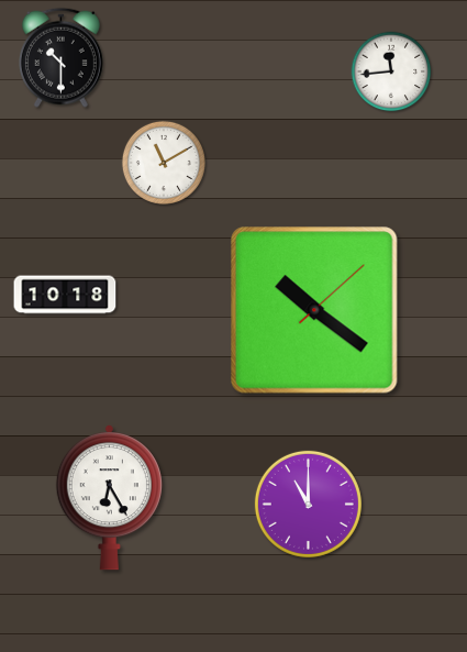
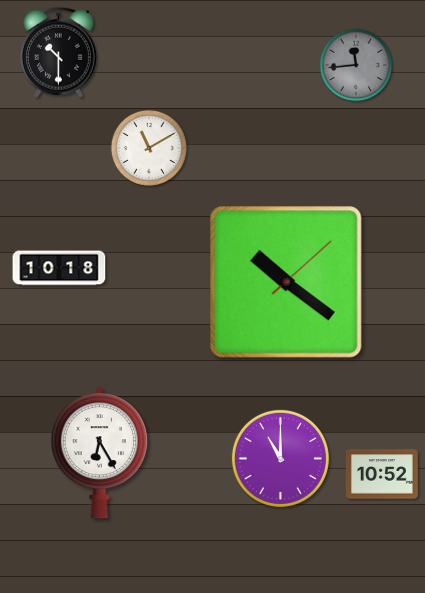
clock at (62, 57) position: (62, 57) -> (59, 52)
clock at (391, 71) dial: white -> grey
clock at (382, 474): none -> 10:52
